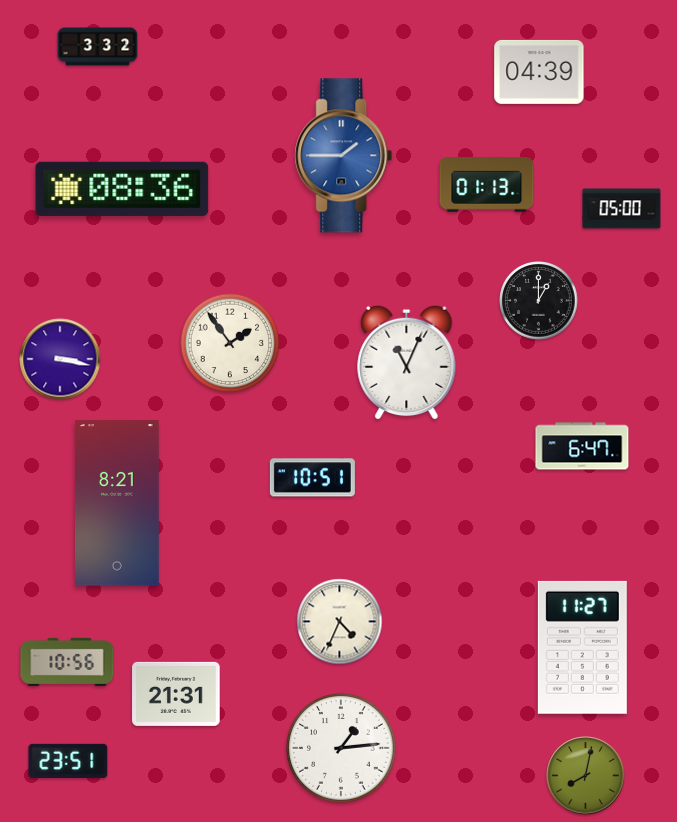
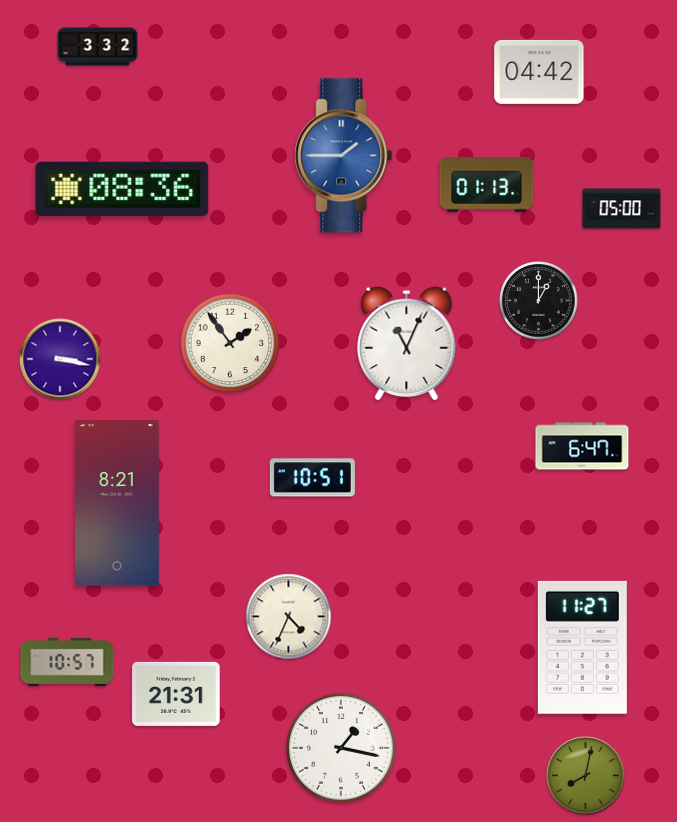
clock at (539, 72): 04:39 -> 04:42
clock at (407, 362) position: (407, 362) -> (407, 343)
clock at (340, 622) position: (340, 622) -> (289, 617)
clock at (67, 662): 10:56 -> 10:57
clock at (341, 748): 1:14 -> 1:17
clock at (68, 761): 23:51 -> none
